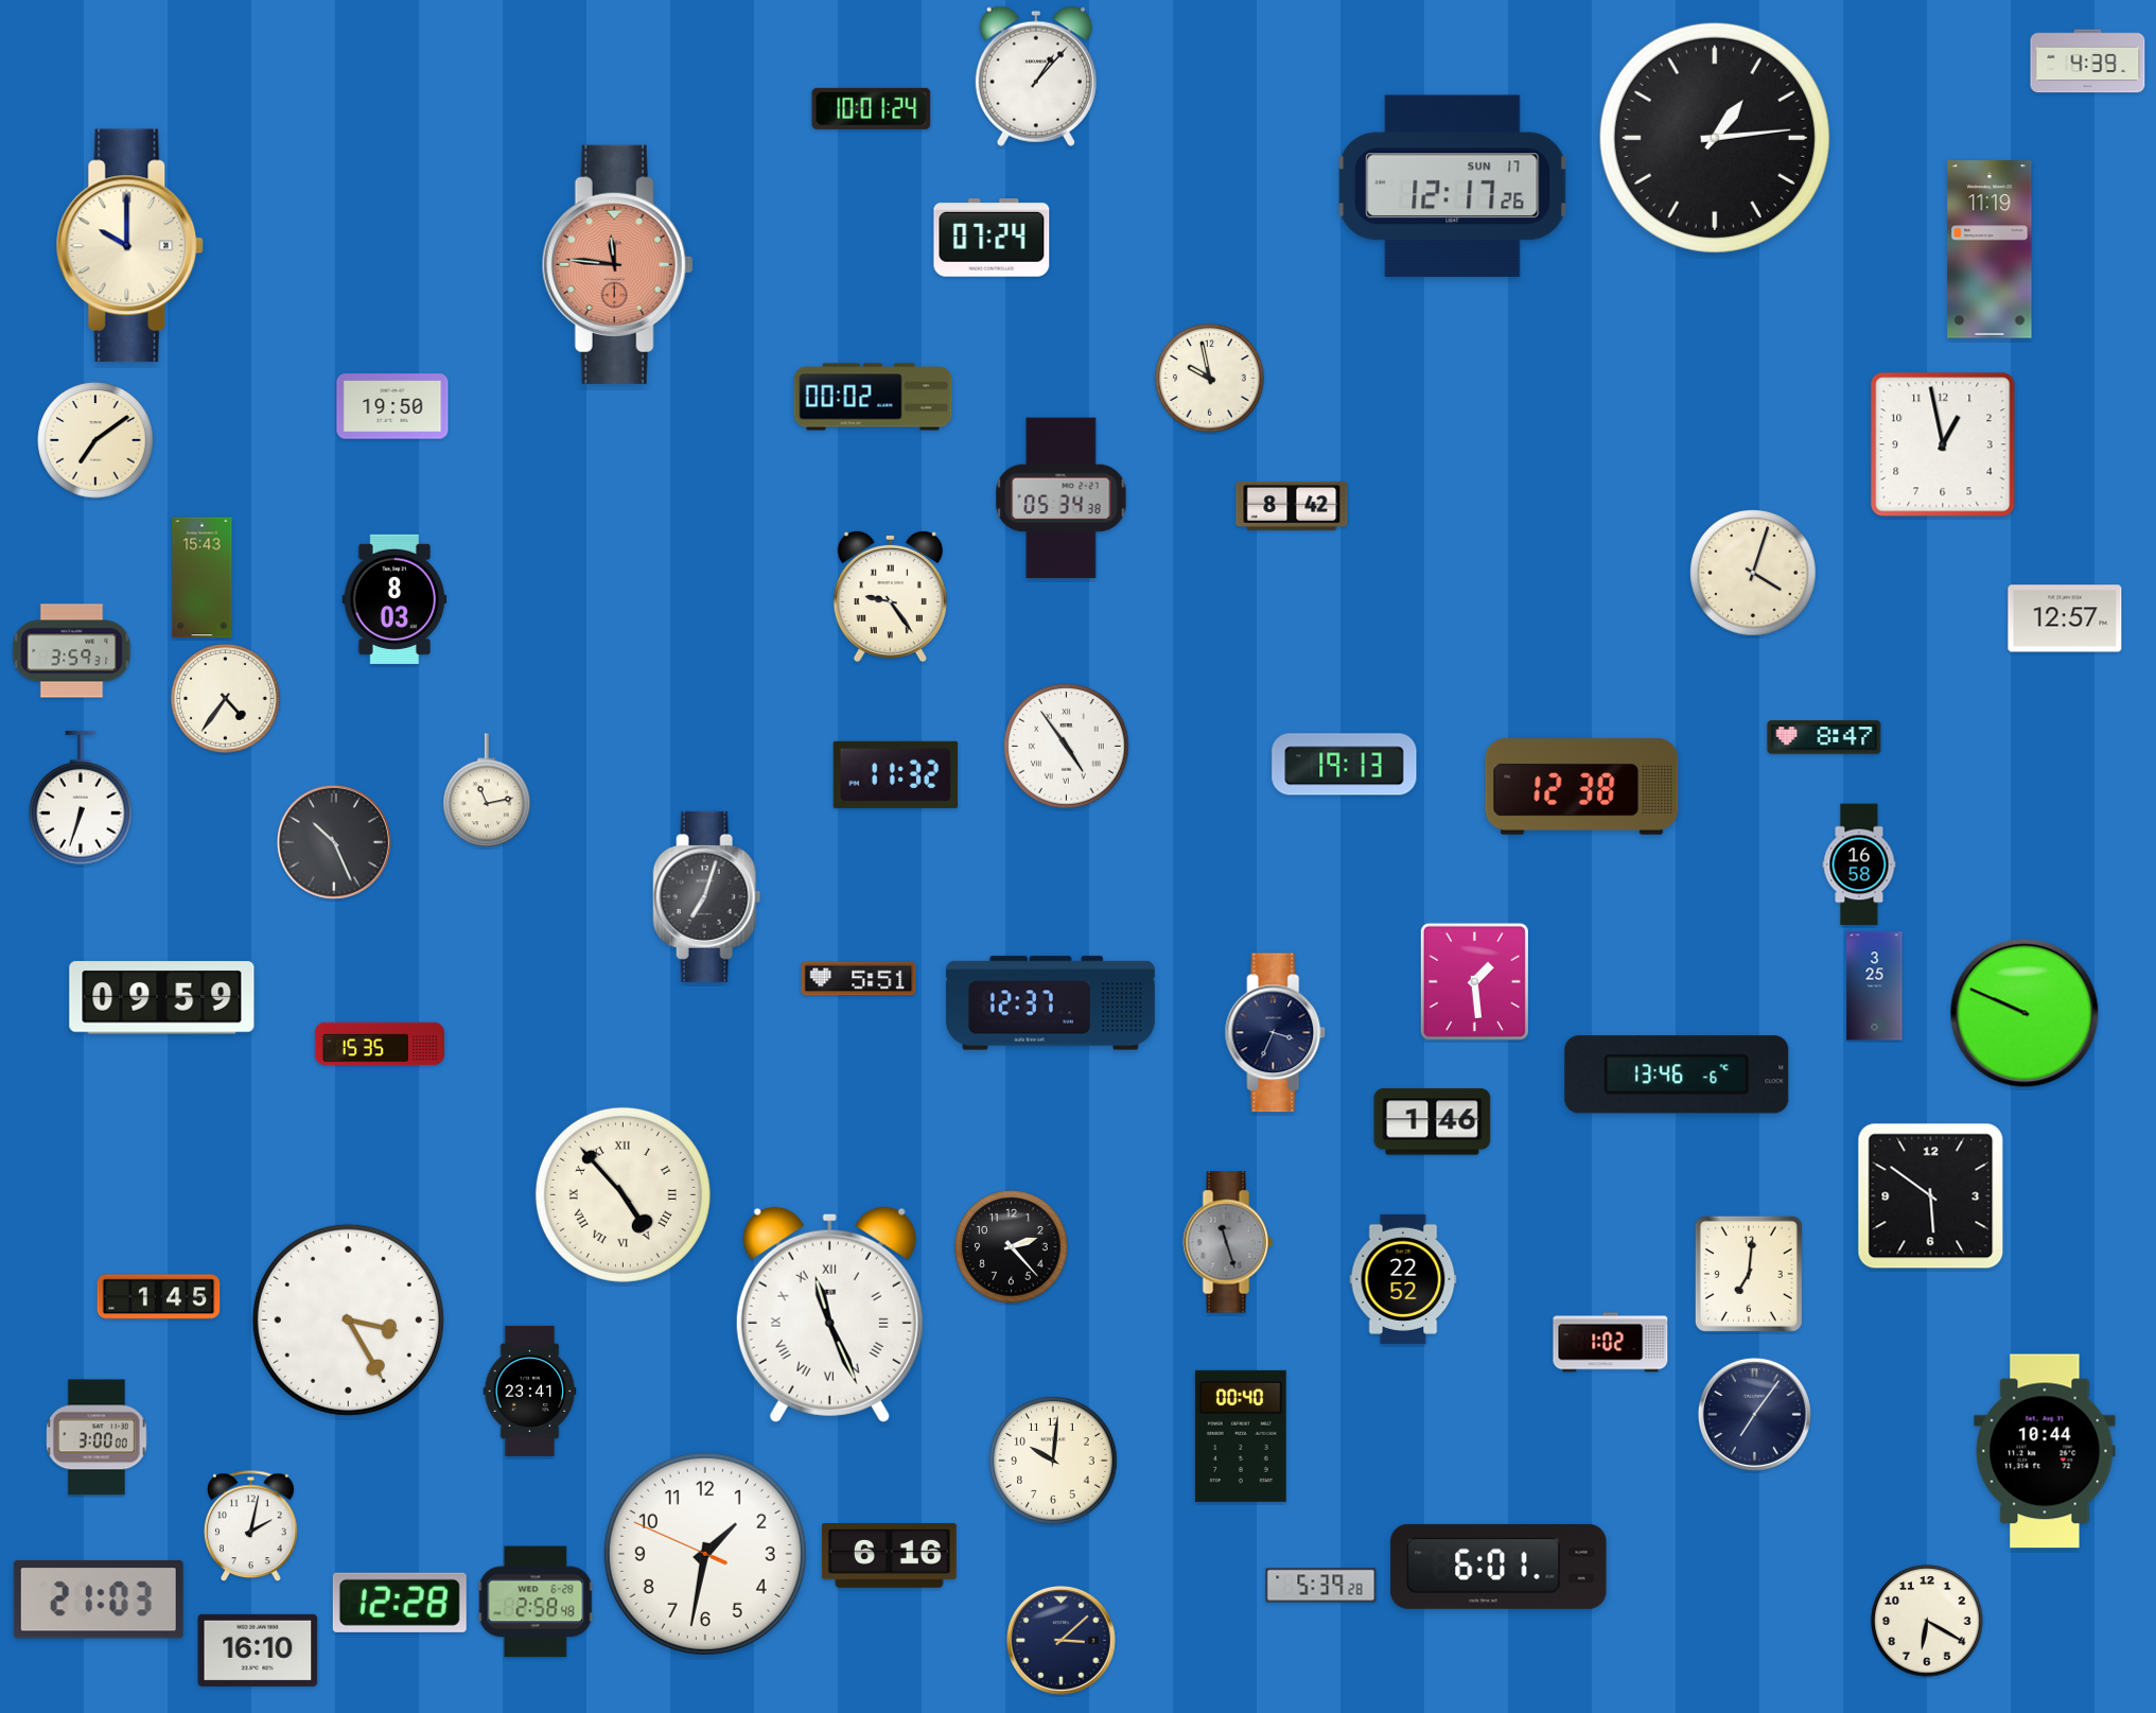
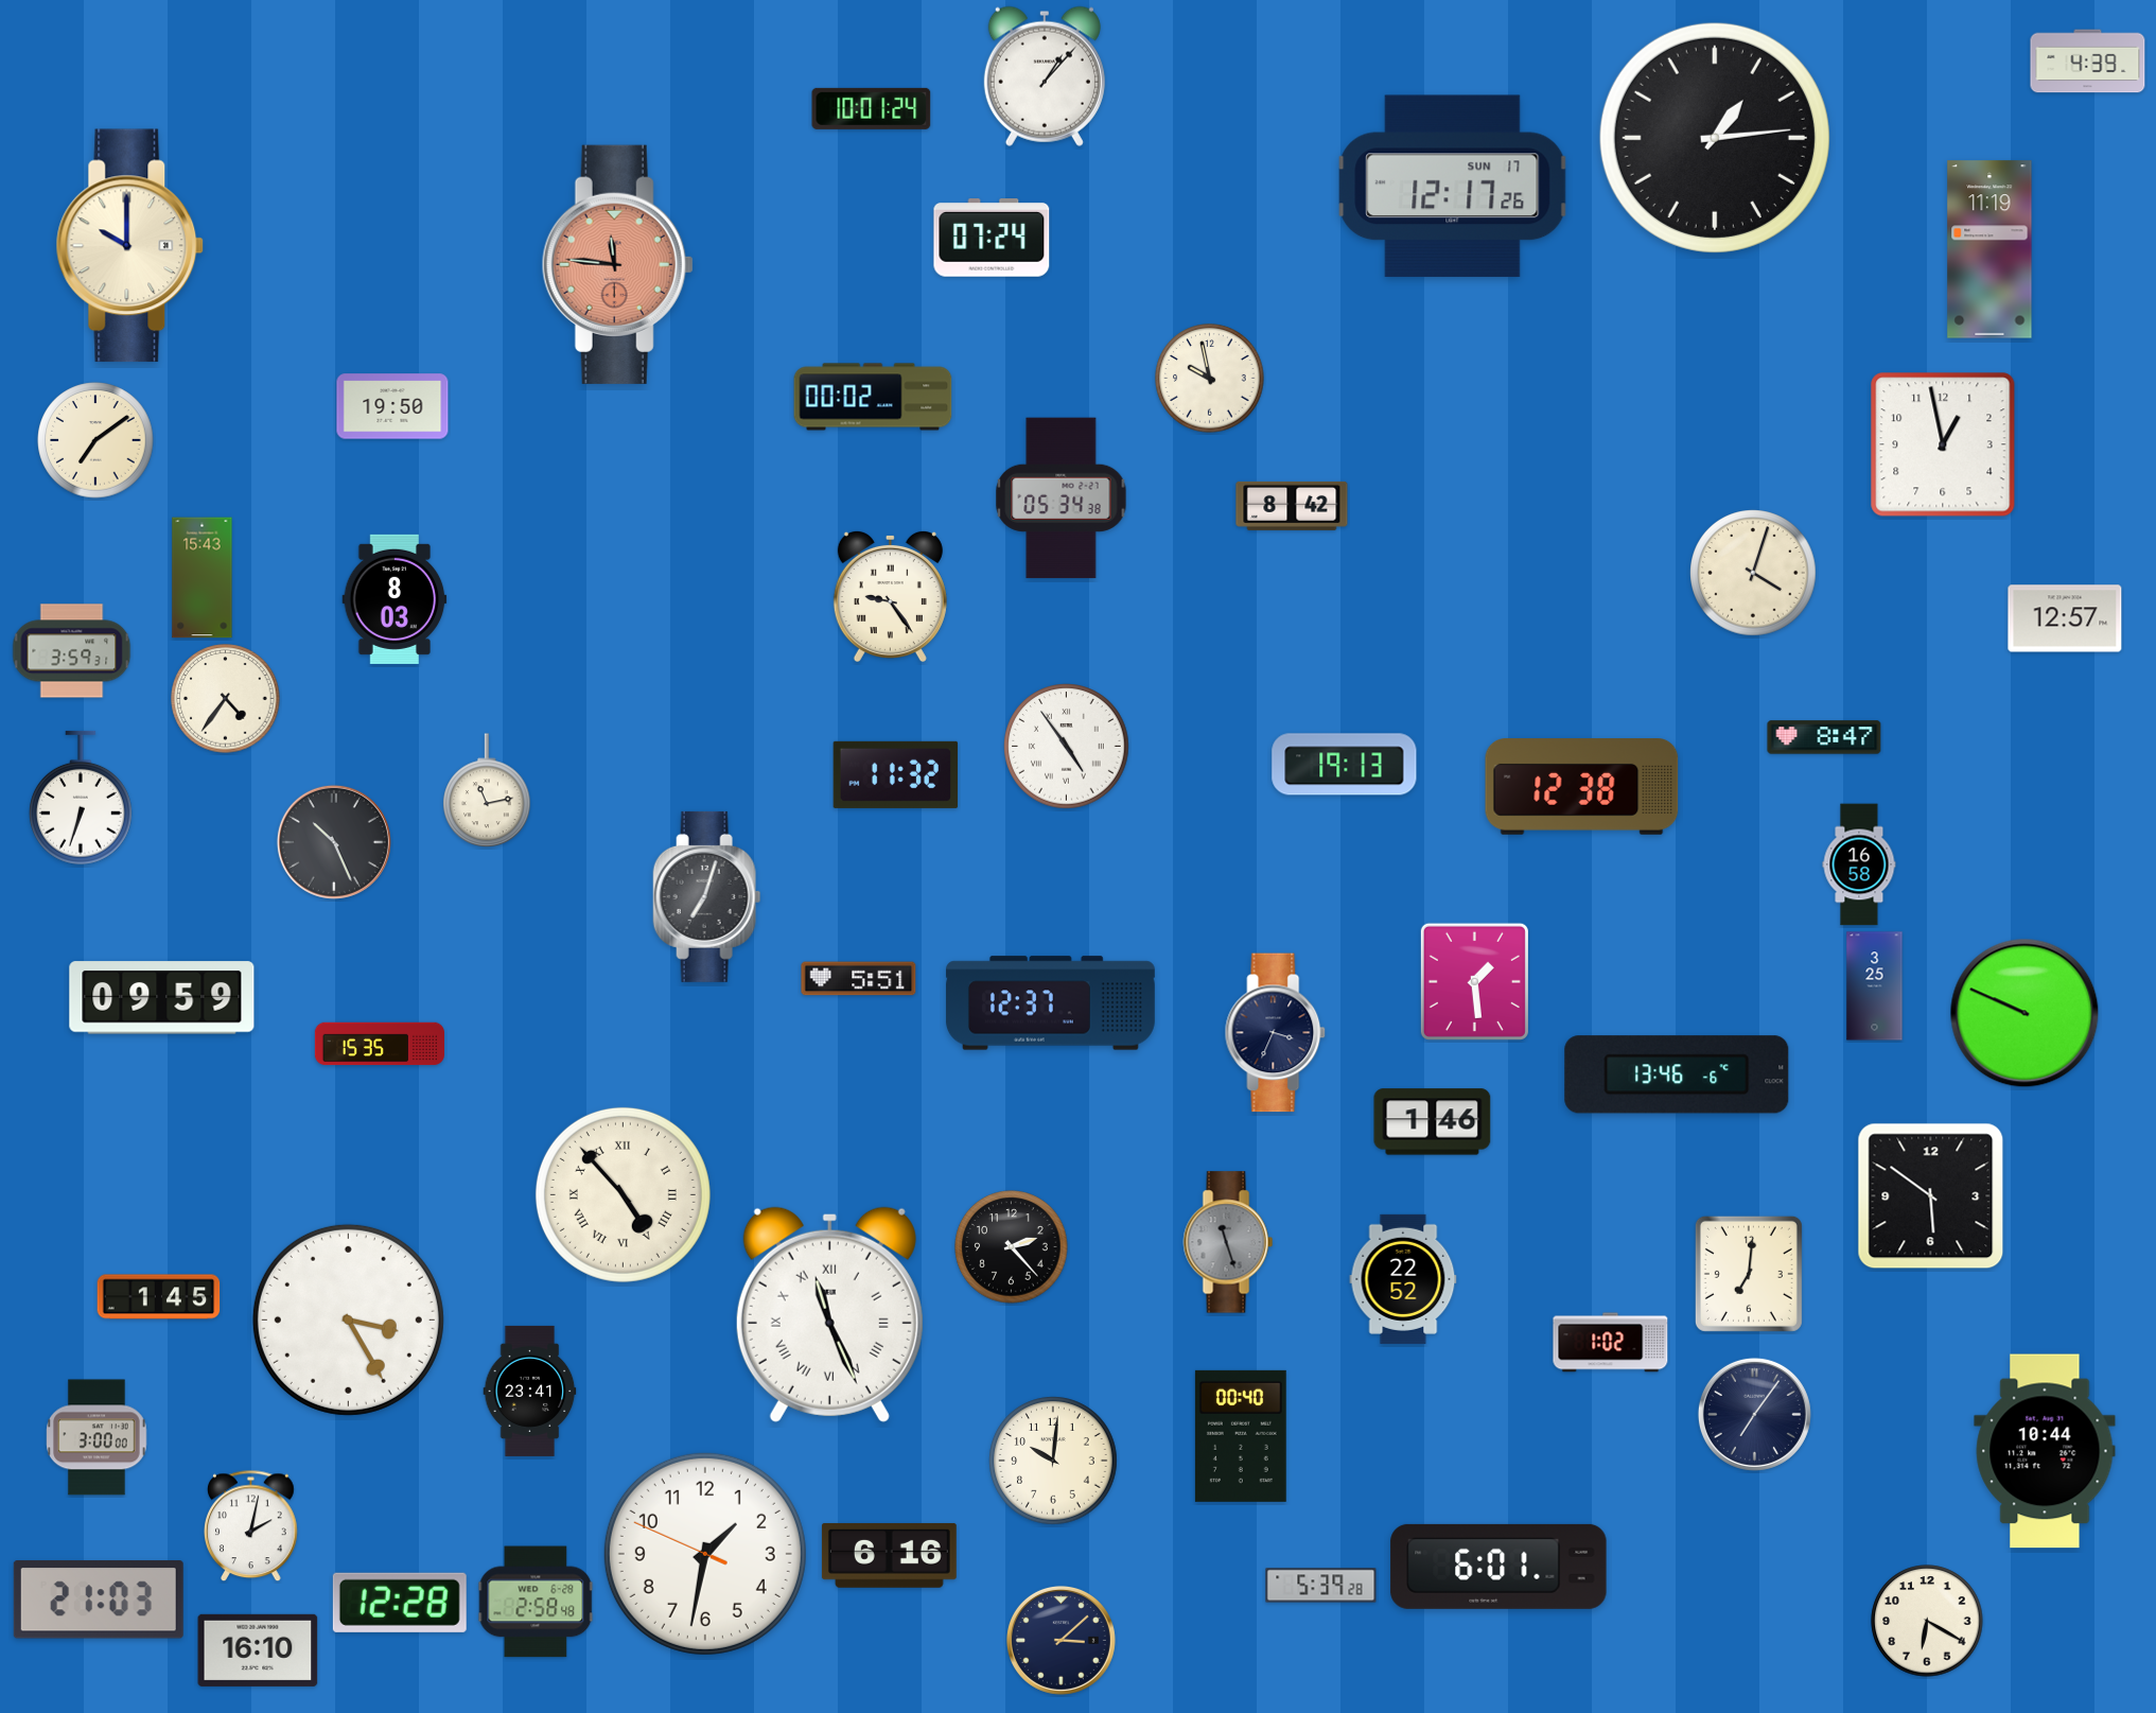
clock at (1036, 76) position: (1036, 76) -> (1045, 76)
